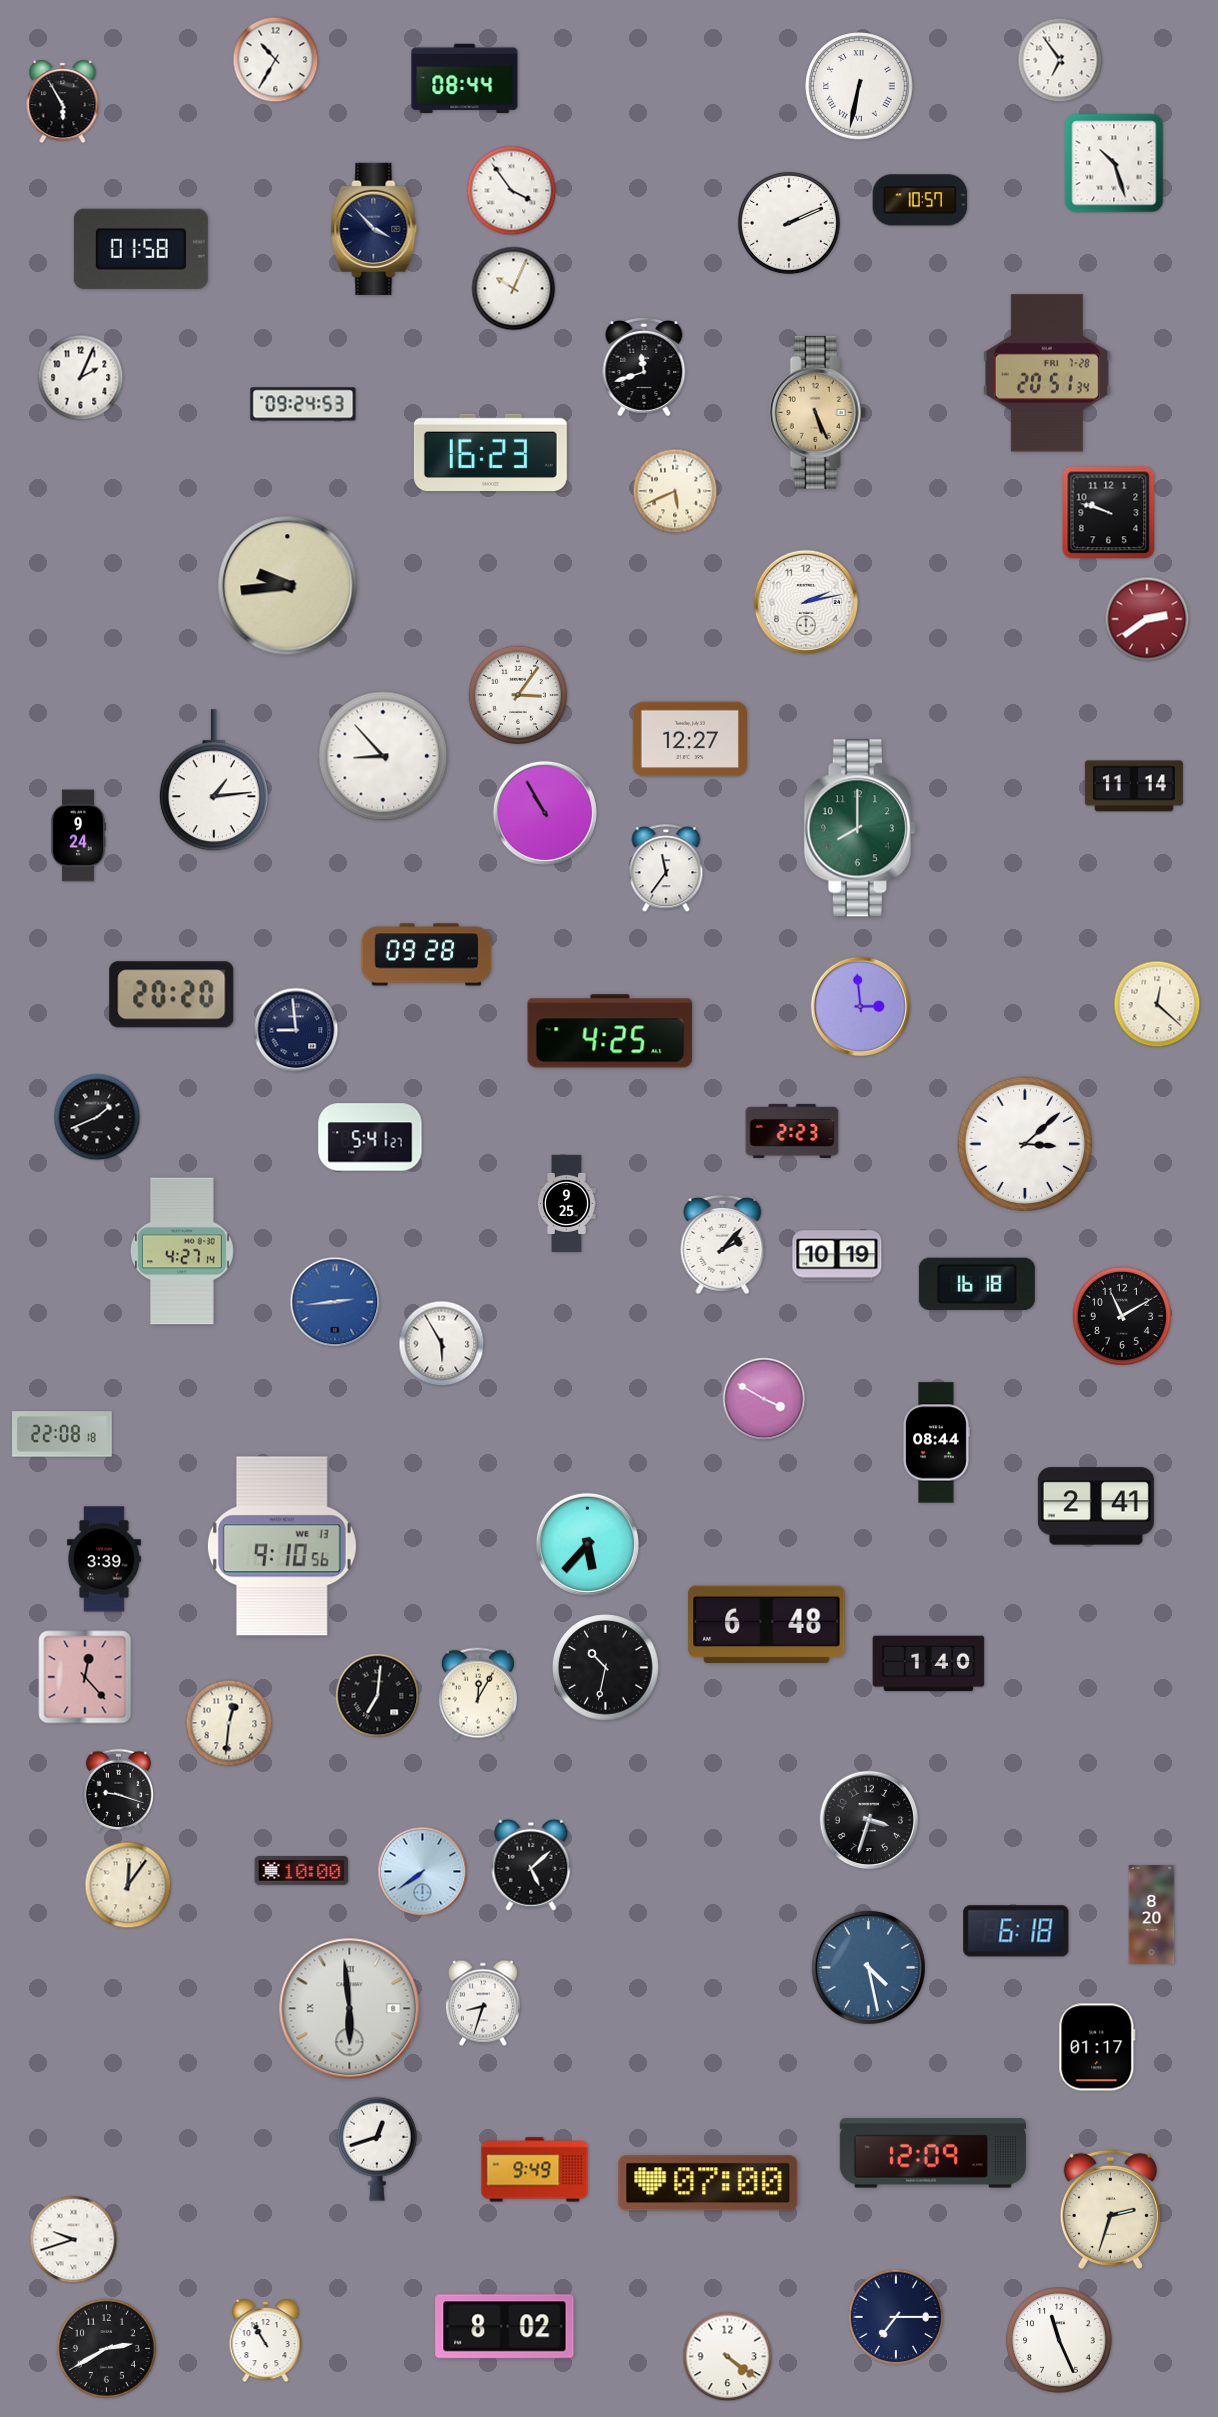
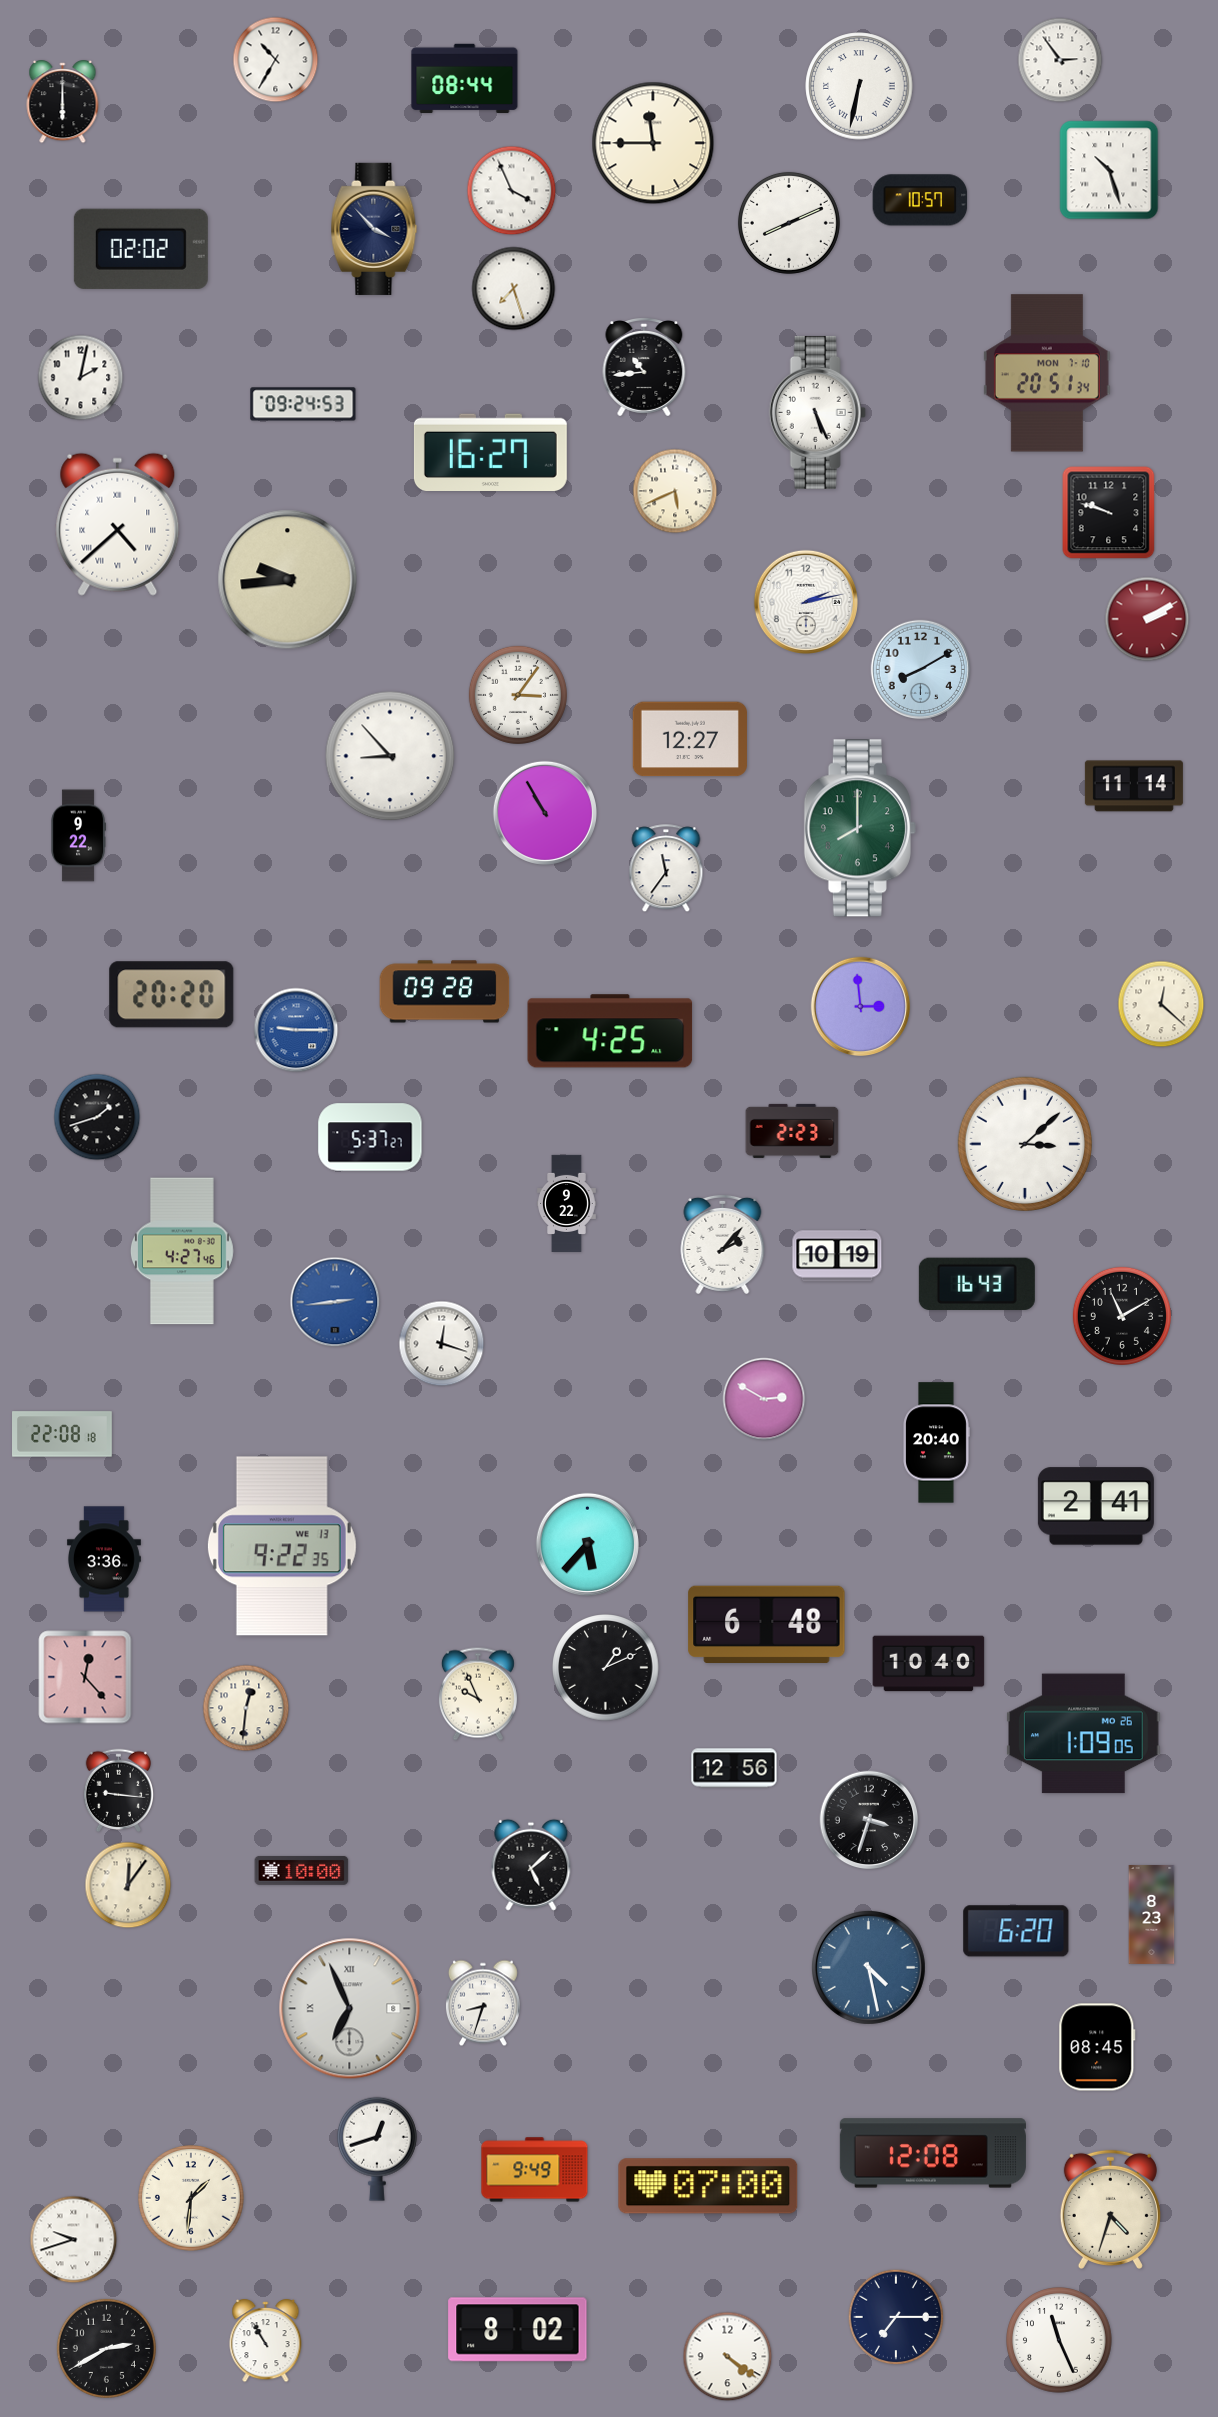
clock at (1060, 60): 6:54 -> 2:54
clock at (63, 103): 5:55 -> 6:00
clock at (653, 143): none -> 11:45
clock at (1114, 163) position: (1114, 163) -> (1109, 170)
clock at (512, 191): 3:54 -> 3:56
clock at (789, 223): 2:11 -> 8:11
clock at (141, 249): 01:58 -> 02:02
clock at (514, 289): 10:04 -> 7:27
clock at (644, 368): 11:42 -> 10:44
clock at (1047, 373) date: FRI 7-28 -> MON 7-10
clock at (81, 378): 2:04 -> 2:02
clock at (817, 412) dial: champagne -> white
clock at (490, 452): 16:23 -> 16:27
clock at (118, 524): none -> 4:38
clock at (288, 586) position: (288, 586) -> (288, 580)
clock at (1147, 619): 2:39 -> 2:10
clock at (921, 670): none -> 8:10
clock at (383, 756) position: (383, 756) -> (390, 756)
clock at (214, 781): 1:14 -> none
clock at (78, 836): 9:24 -> 9:22
clock at (427, 955) position: (427, 955) -> (445, 992)
clock at (1157, 1004) position: (1157, 1004) -> (1161, 1004)
clock at (296, 1030): 8:59 -> 9:15
clock at (296, 1030) dial: navy -> blue
clock at (97, 1117): 1:41 -> 1:42
clock at (370, 1137): 5:41 -> 5:37
clock at (567, 1203): 9:25 -> 9:22
clock at (182, 1251): 4:27:14 -> 4:27:46
clock at (977, 1283): 16:18 -> 16:43
clock at (442, 1344): 5:55 -> 12:18
clock at (764, 1399): 3:50 -> 2:50
clock at (936, 1443): 08:44 -> 20:40
clock at (282, 1546): 9:10 -> 9:22
clock at (104, 1559): 3:39 -> 3:36
clock at (929, 1664): 1:40 -> 10:40
clock at (606, 1668): 10:32 -> 1:11
clock at (478, 1694): 12:05 -> 9:56
clock at (378, 1696): 7:01 -> none
clock at (229, 1723) position: (229, 1723) -> (246, 1708)
clock at (1084, 1734): none -> 1:09
clock at (734, 1768): none -> 12:56
clock at (119, 1790): 9:18 -> 9:16
clock at (423, 1872): 7:39 -> none
clock at (1152, 1914): 8:20 -> 8:23
clock at (1016, 1931): 6:18 -> 6:20
clock at (350, 2009): 5:59 -> 6:56
clock at (1097, 2047): 01:17 -> 08:45
clock at (933, 2153): 12:09 -> 12:08
clock at (708, 2183) position: (708, 2183) -> (708, 2186)
clock at (191, 2198): none -> 1:31
clock at (1110, 2209): 2:33 -> 4:33
clock at (505, 2327) position: (505, 2327) -> (518, 2330)
